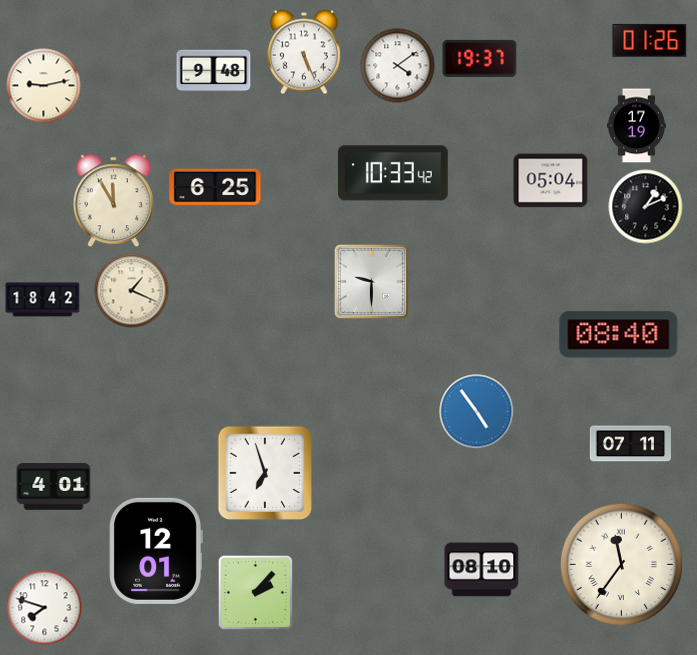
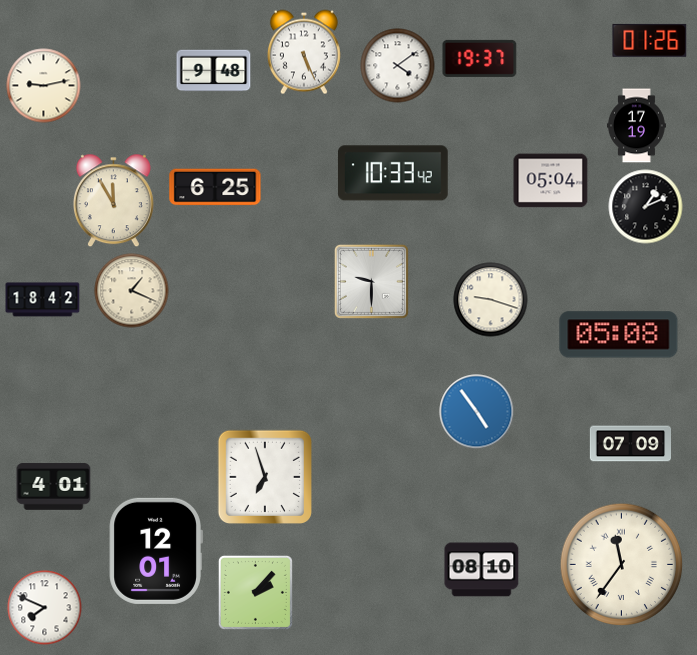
clock at (491, 300): none -> 9:18
clock at (619, 335): 08:40 -> 05:08
clock at (630, 444): 07:11 -> 07:09
clock at (264, 472) position: (264, 472) -> (264, 476)
clock at (45, 608): 7:48 -> 7:49
